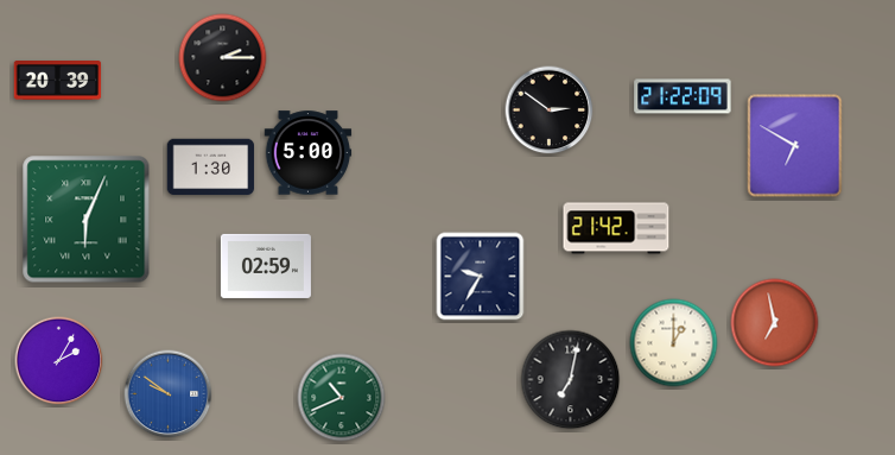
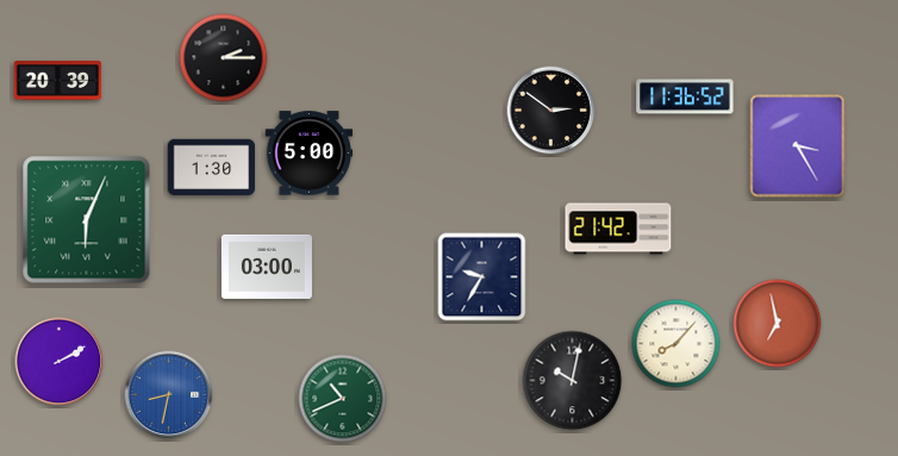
clock at (683, 96): 21:22 -> 11:36
clock at (795, 146): 6:50 -> 3:25
clock at (266, 266): 02:59 -> 03:00
clock at (674, 343): 1:00 -> 8:07
clock at (59, 361): 2:05 -> 2:10
clock at (571, 380): 7:02 -> 10:02
clock at (169, 394): 9:51 -> 8:32
